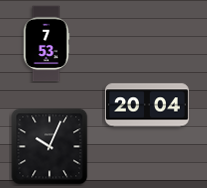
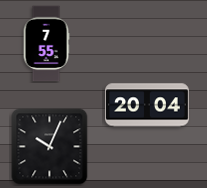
clock at (46, 44): 7:53 -> 7:55
